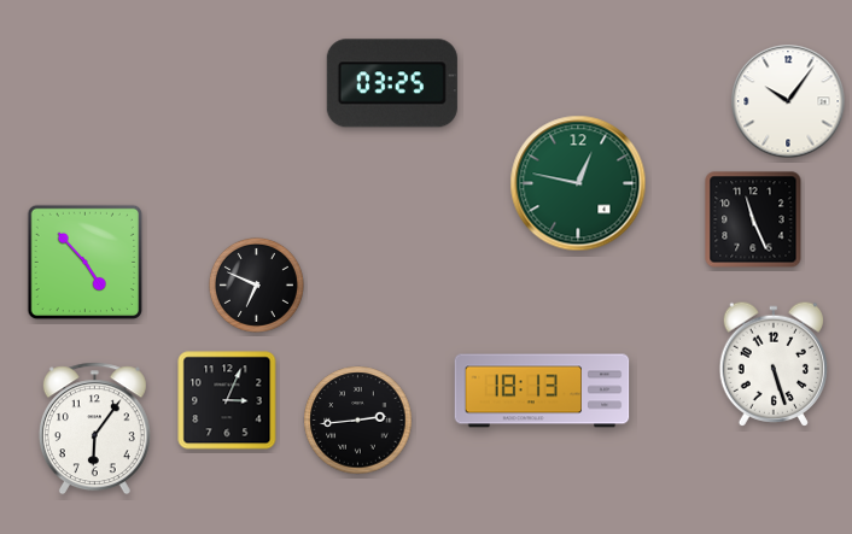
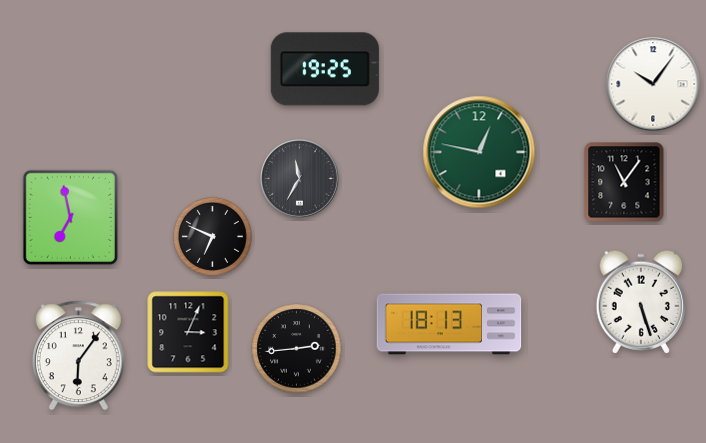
clock at (392, 83): 03:25 -> 19:25
clock at (300, 179): none -> 11:35
clock at (753, 219): 11:26 -> 11:06
clock at (84, 262): 4:53 -> 6:58
